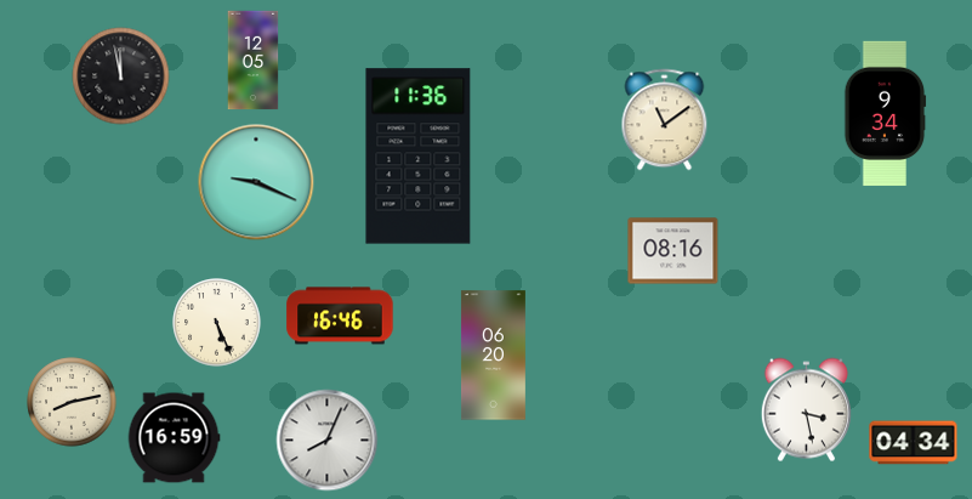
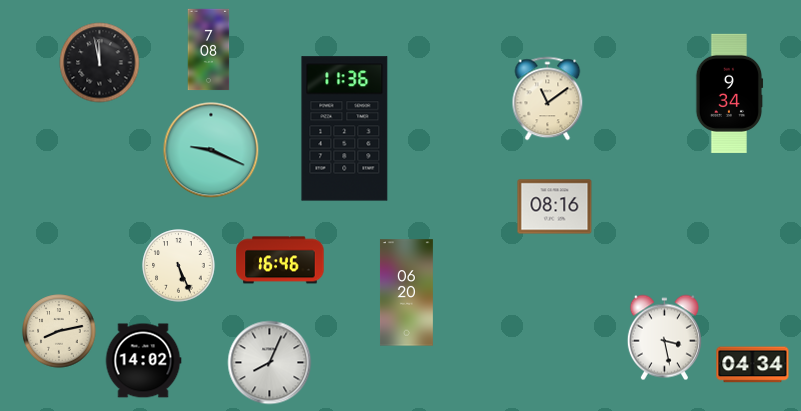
clock at (254, 61): 12:05 -> 7:08
clock at (174, 438): 16:59 -> 14:02
